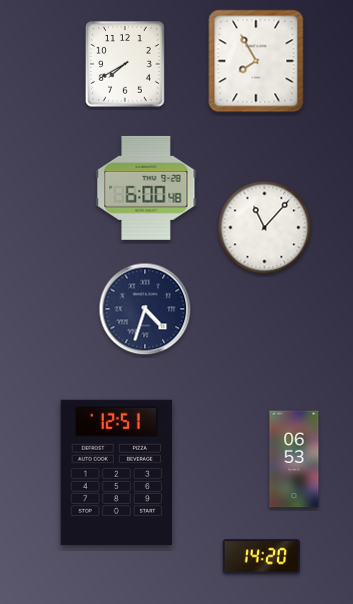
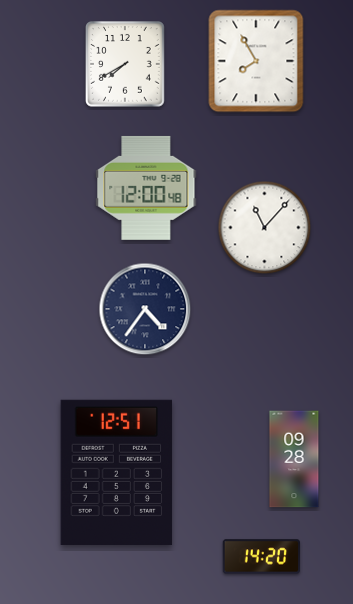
clock at (146, 188): 6:00 -> 12:00
clock at (145, 309): 4:33 -> 4:36
clock at (294, 459): 06:53 -> 09:28
